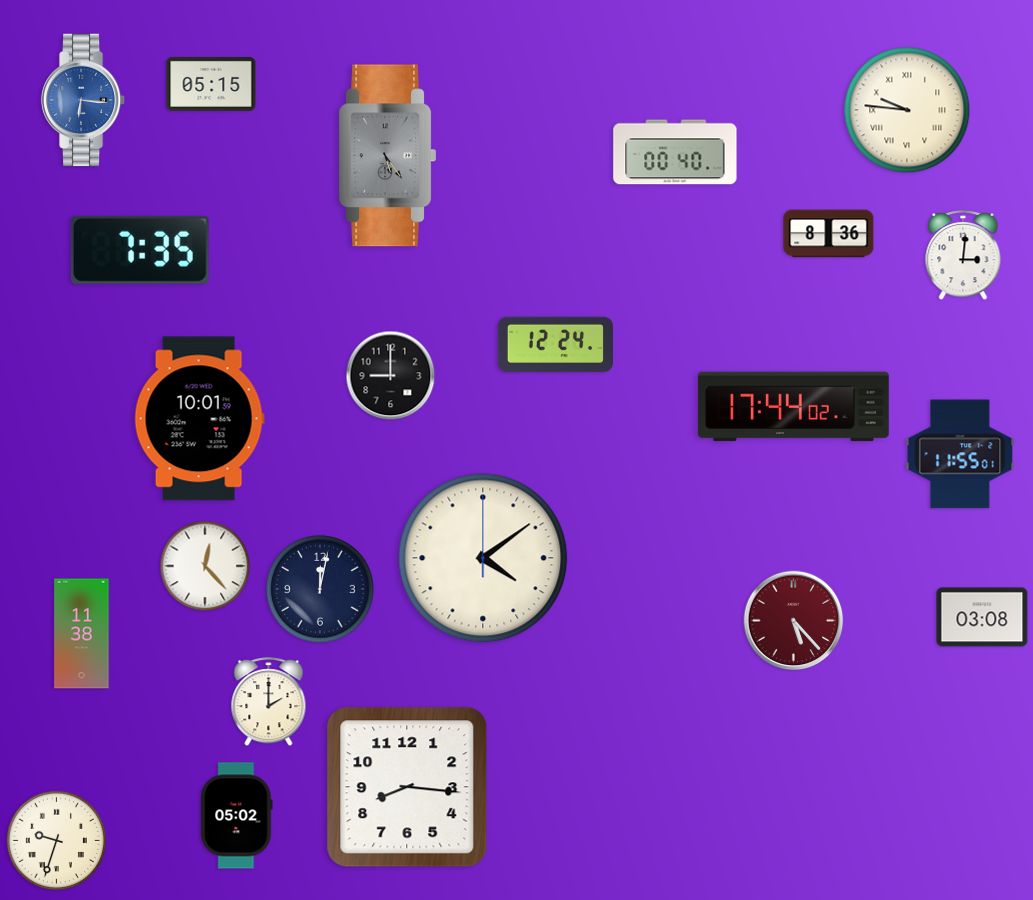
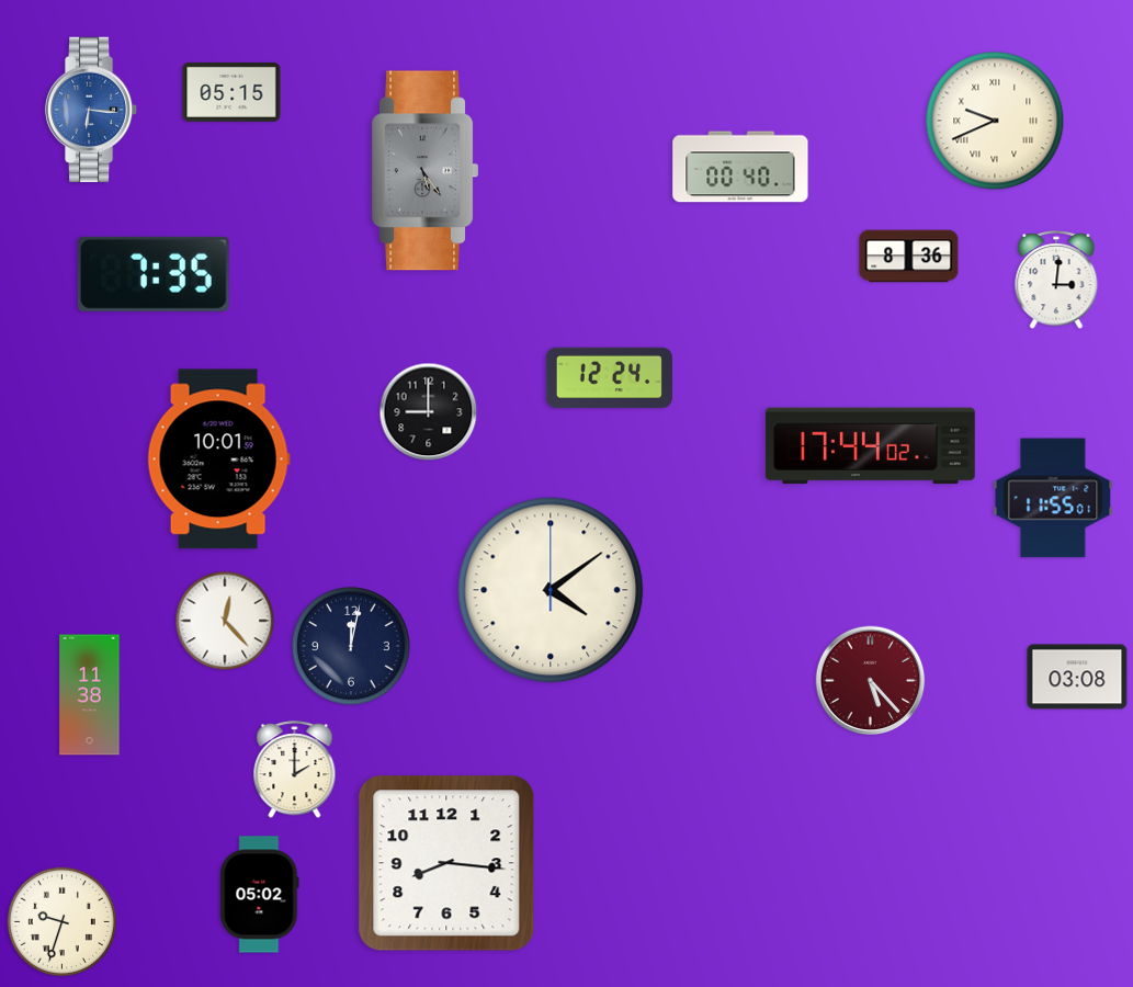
clock at (907, 110): 9:46 -> 9:41
clock at (483, 558) position: (483, 558) -> (551, 590)
